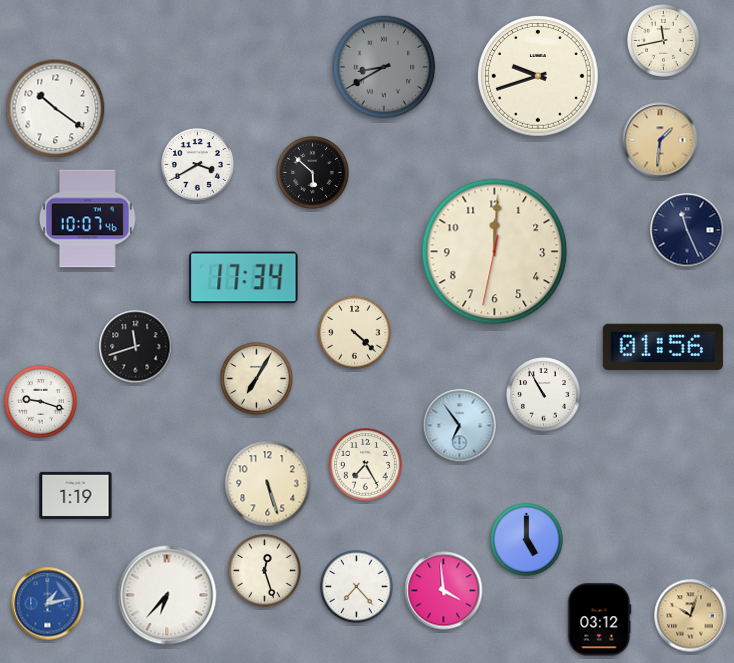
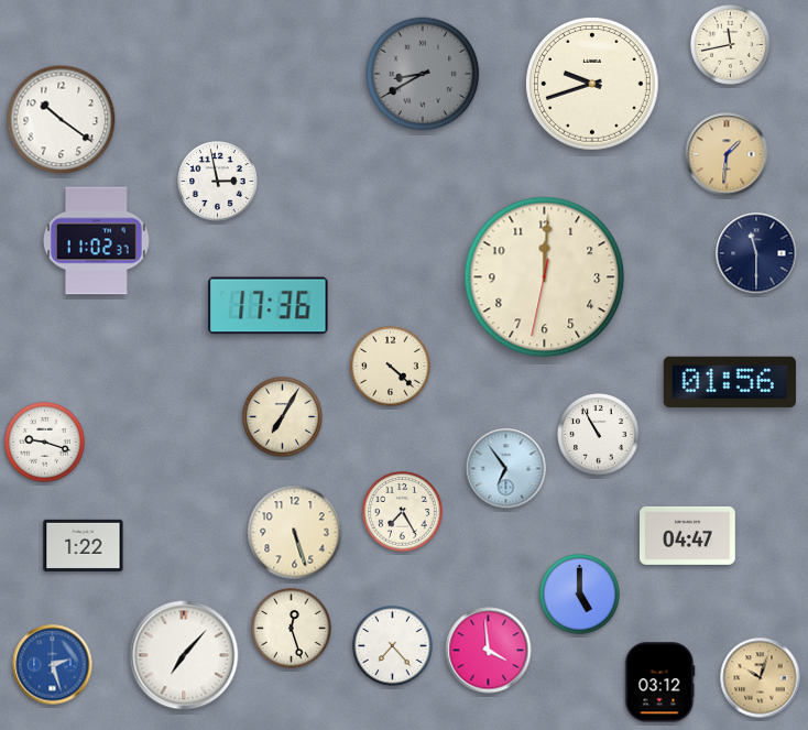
clock at (198, 165): 3:40 -> 2:58
clock at (313, 173): 5:52 -> none
clock at (87, 219): 10:07 -> 11:02
clock at (687, 230): 11:26 -> 11:30
clock at (244, 278): 17:34 -> 17:36
clock at (136, 347): 11:42 -> none
clock at (688, 535): none -> 04:47
clock at (76, 495): 1:19 -> 1:22
clock at (167, 595): 6:37 -> 7:07
clock at (48, 604): 1:13 -> 2:27
